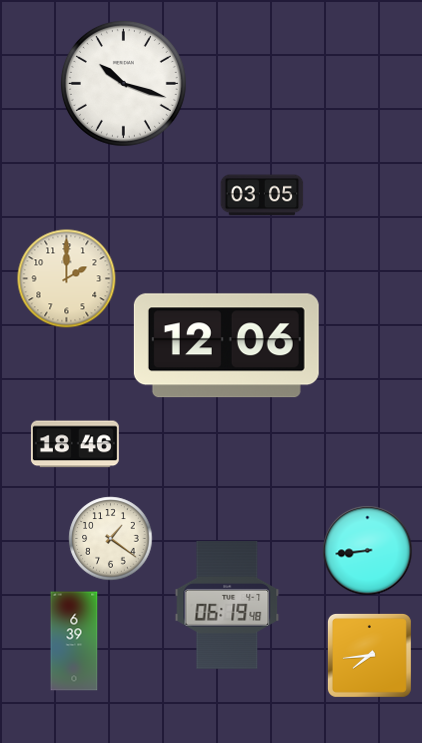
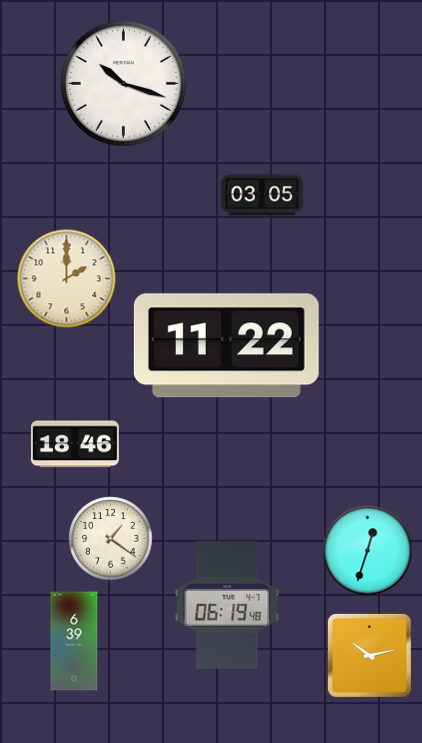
clock at (226, 346): 12:06 -> 11:22
clock at (368, 551): 8:44 -> 12:33
clock at (369, 655): 7:44 -> 10:13
